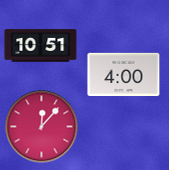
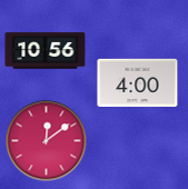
clock at (41, 46): 10:51 -> 10:56
clock at (42, 127): 12:07 -> 12:09
